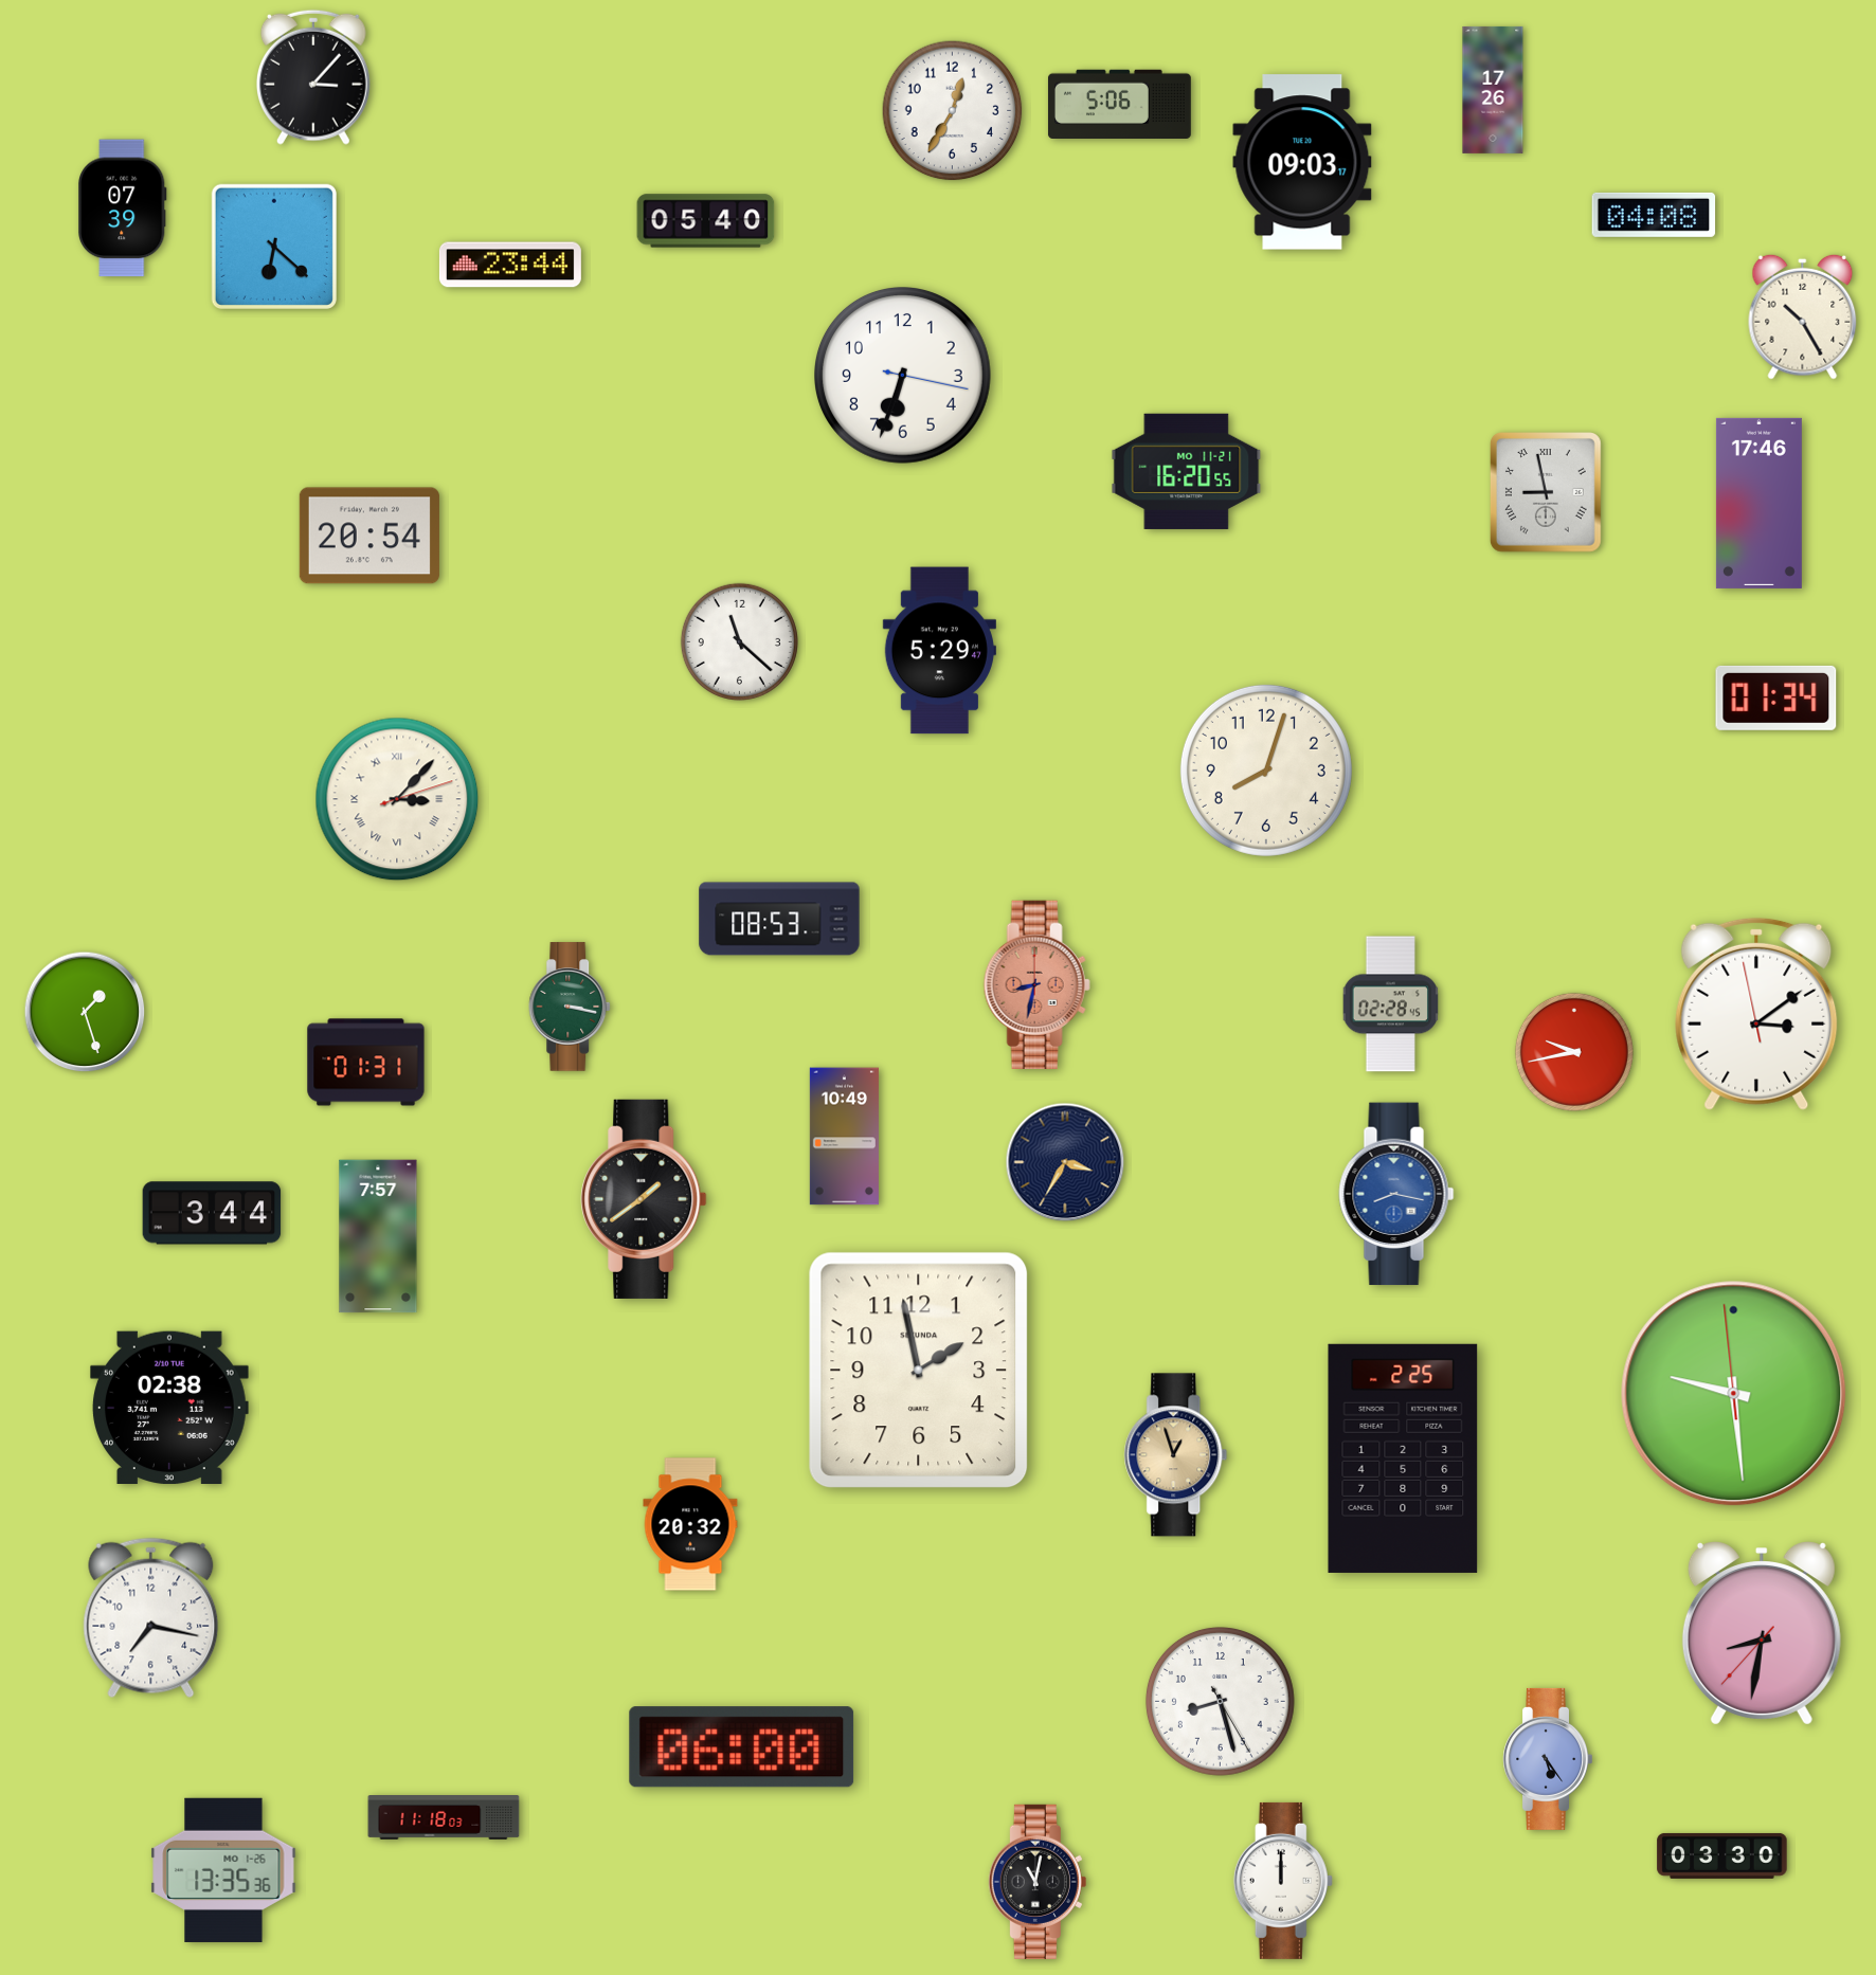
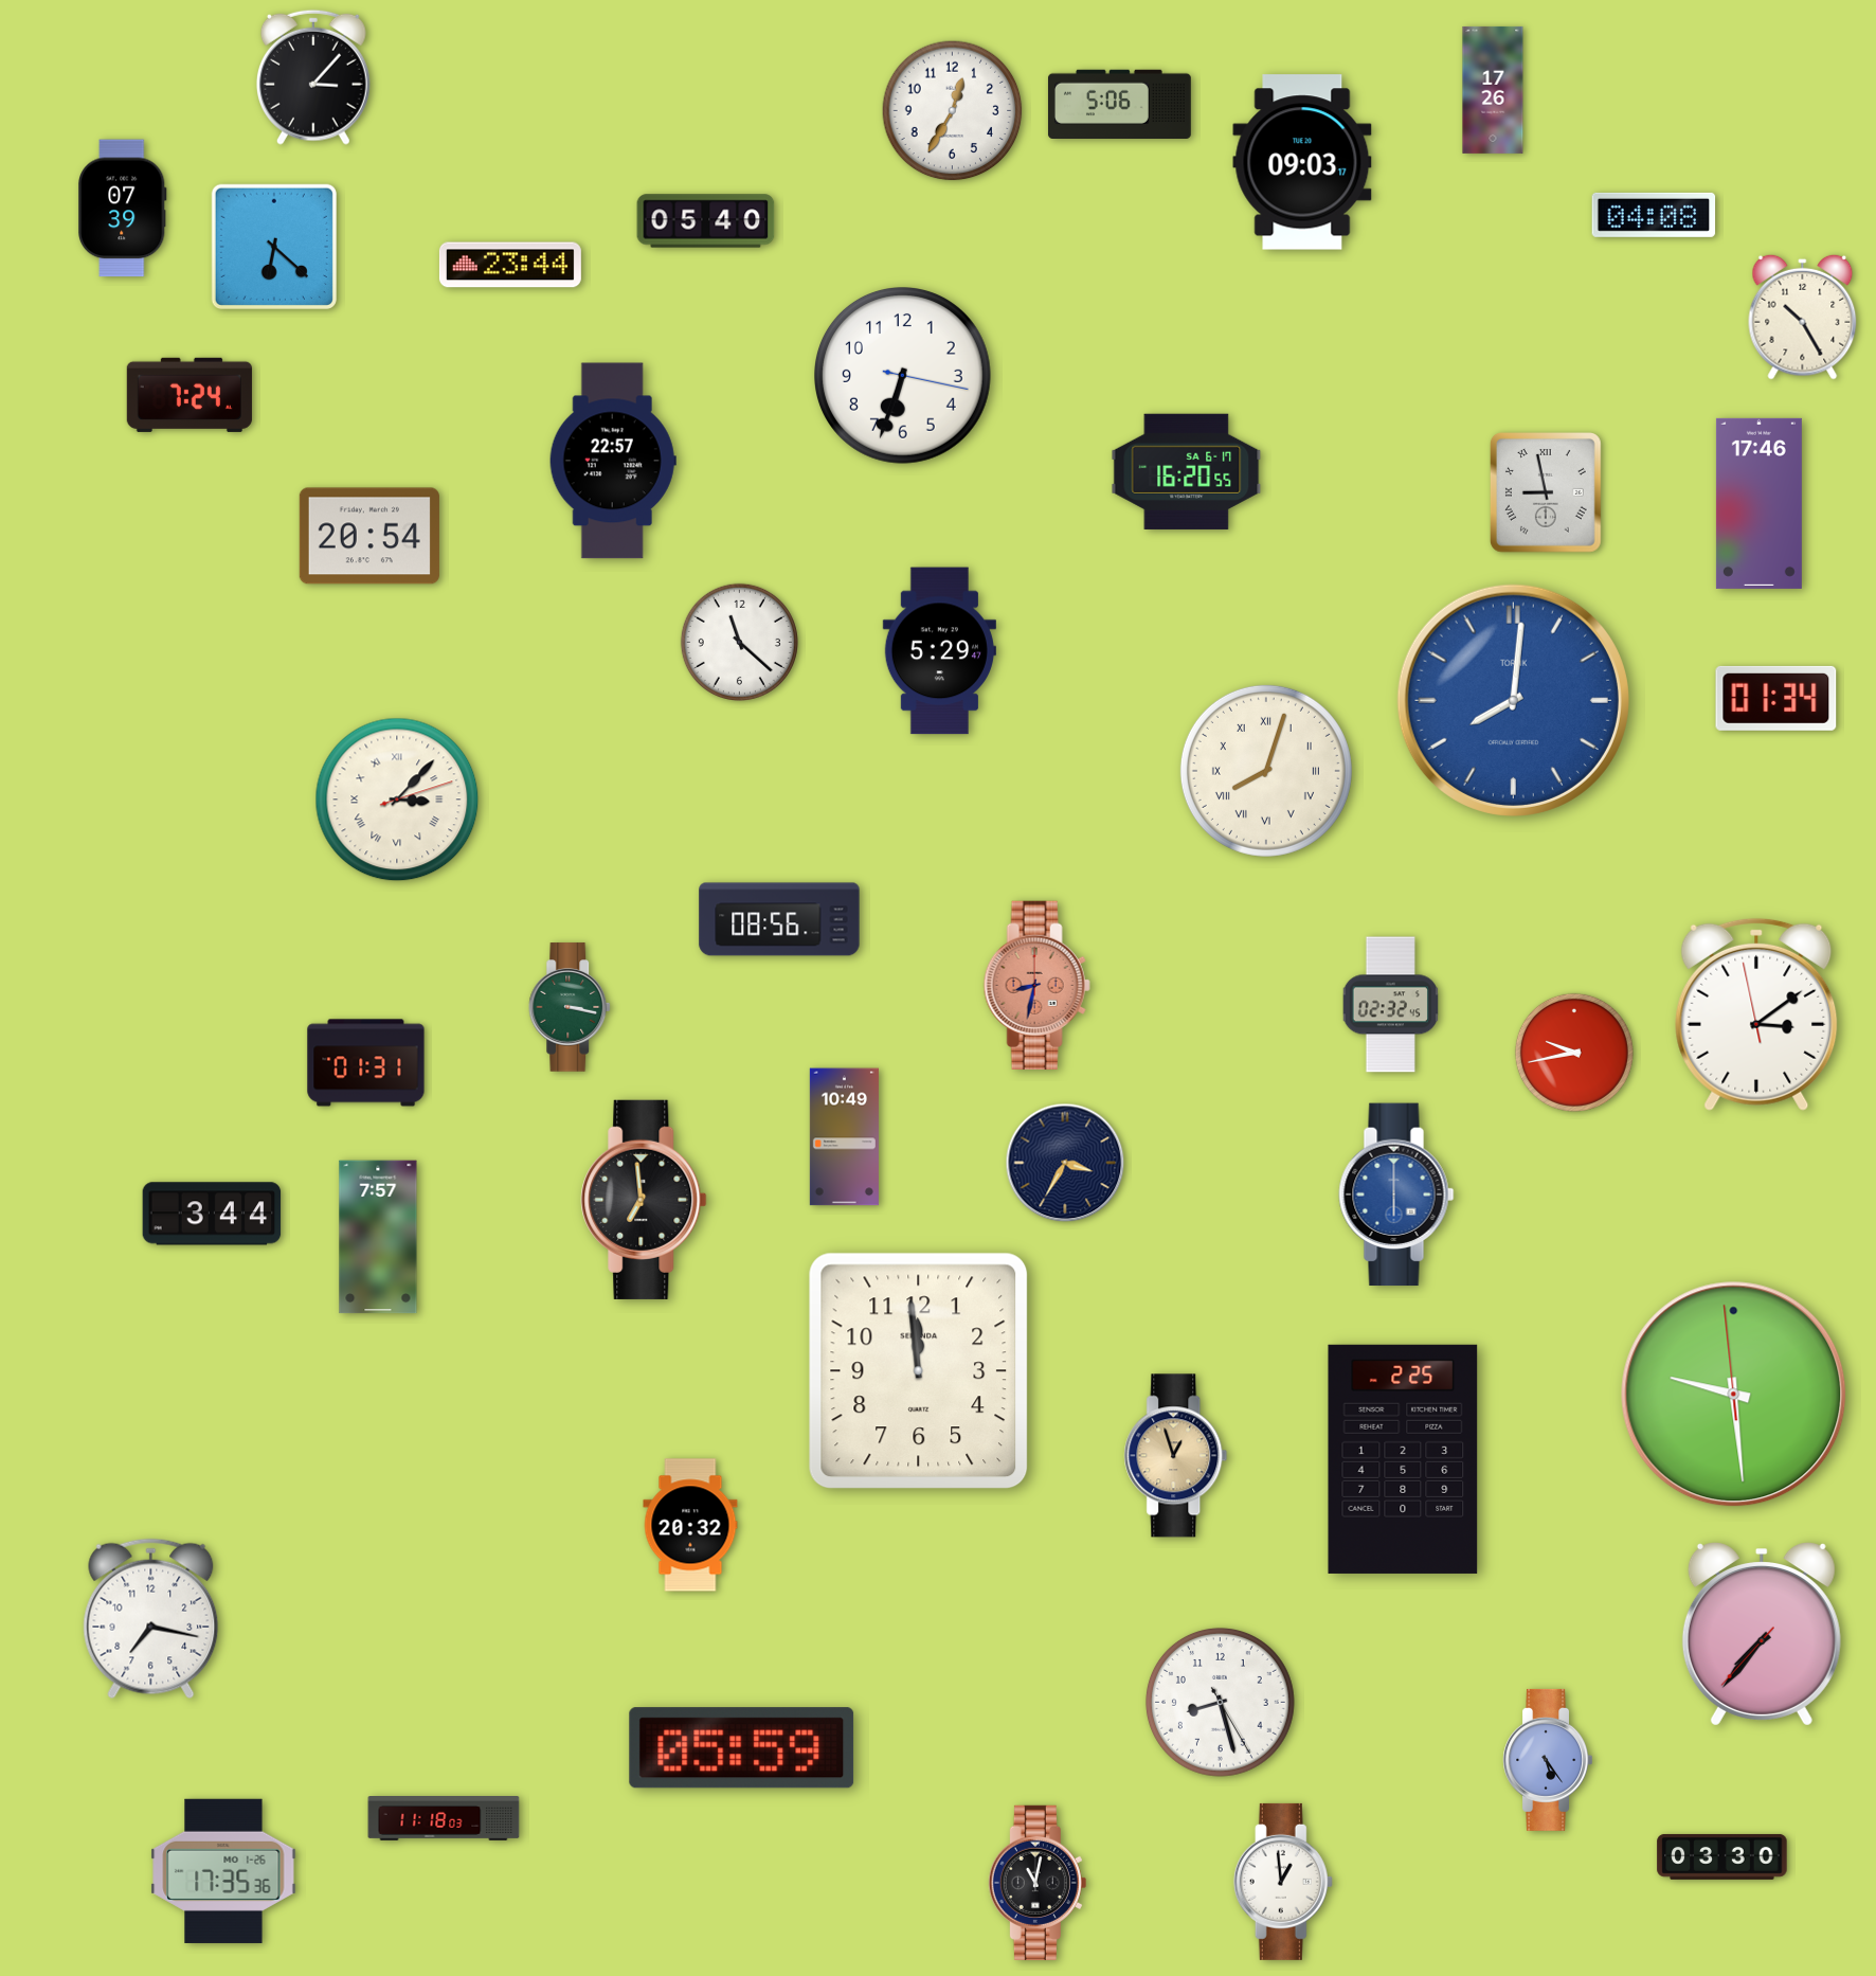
clock at (190, 395): none -> 7:24
clock at (613, 461): none -> 22:57
clock at (1187, 471) date: MO 11-21 -> SA 6-17
clock at (1513, 700): none -> 8:01
clock at (1266, 771) numerals: Arabic -> Roman
clock at (779, 919): 08:53 -> 08:56
clock at (1390, 1004): 02:28 -> 02:32
clock at (85, 1012): 1:27 -> none
clock at (1396, 1194): 8:17 -> 6:00
clock at (644, 1199): 1:39 -> 6:59
clock at (919, 1371): 1:58 -> 11:59
clock at (170, 1407): 02:38 -> none
clock at (1762, 1633): 8:31 -> 7:36
clock at (742, 1747): 06:00 -> 05:59
clock at (223, 1870): 13:35 -> 17:35
clock at (1283, 1881): 12:00 -> 12:59
